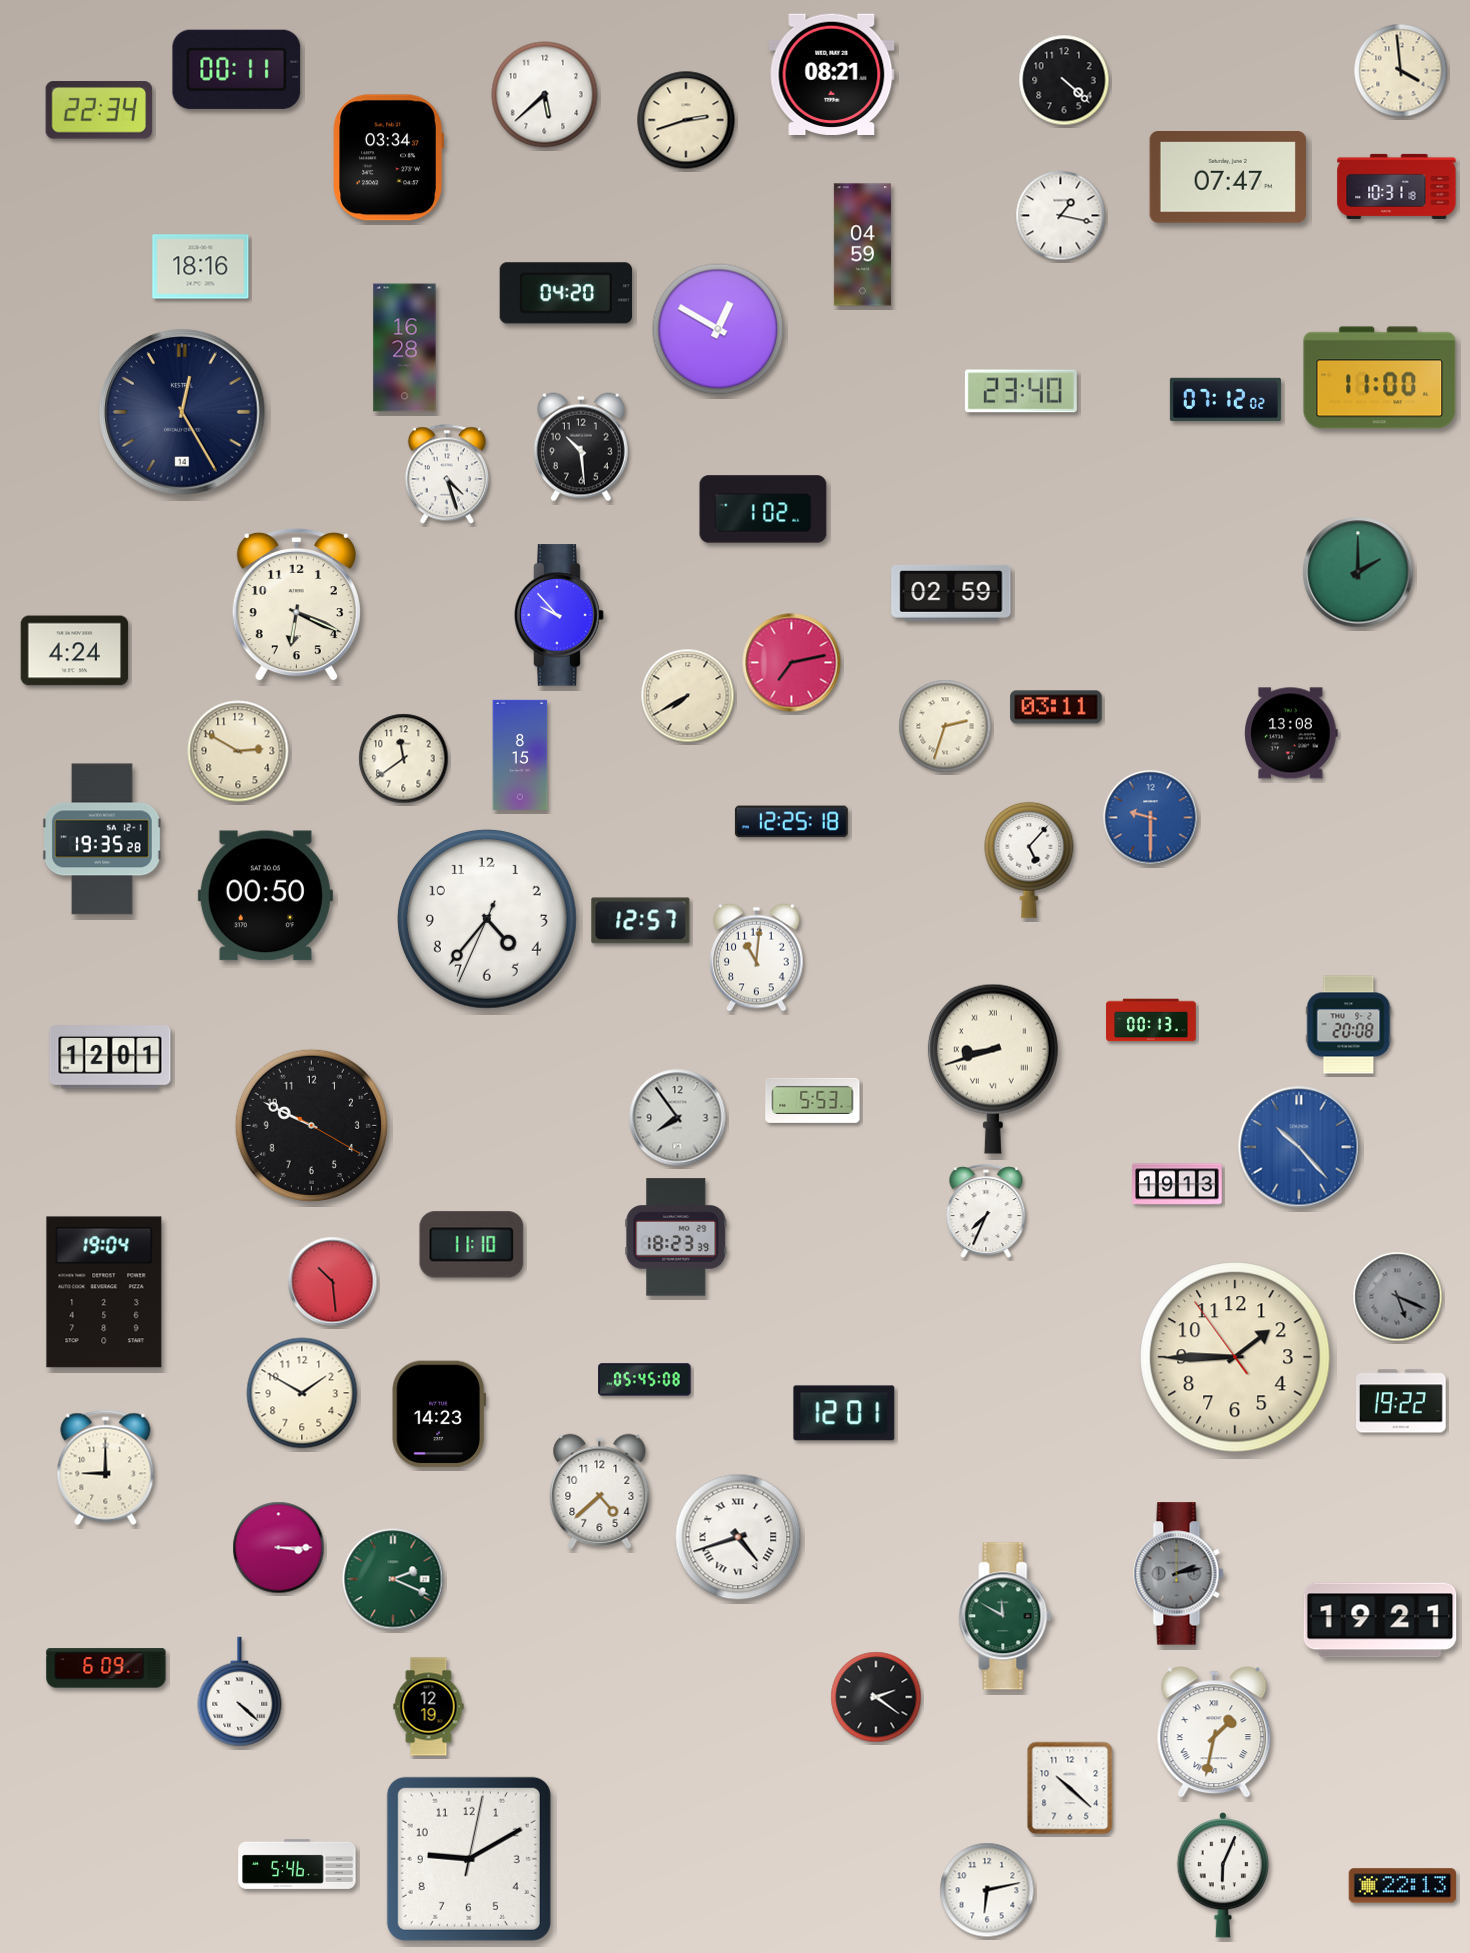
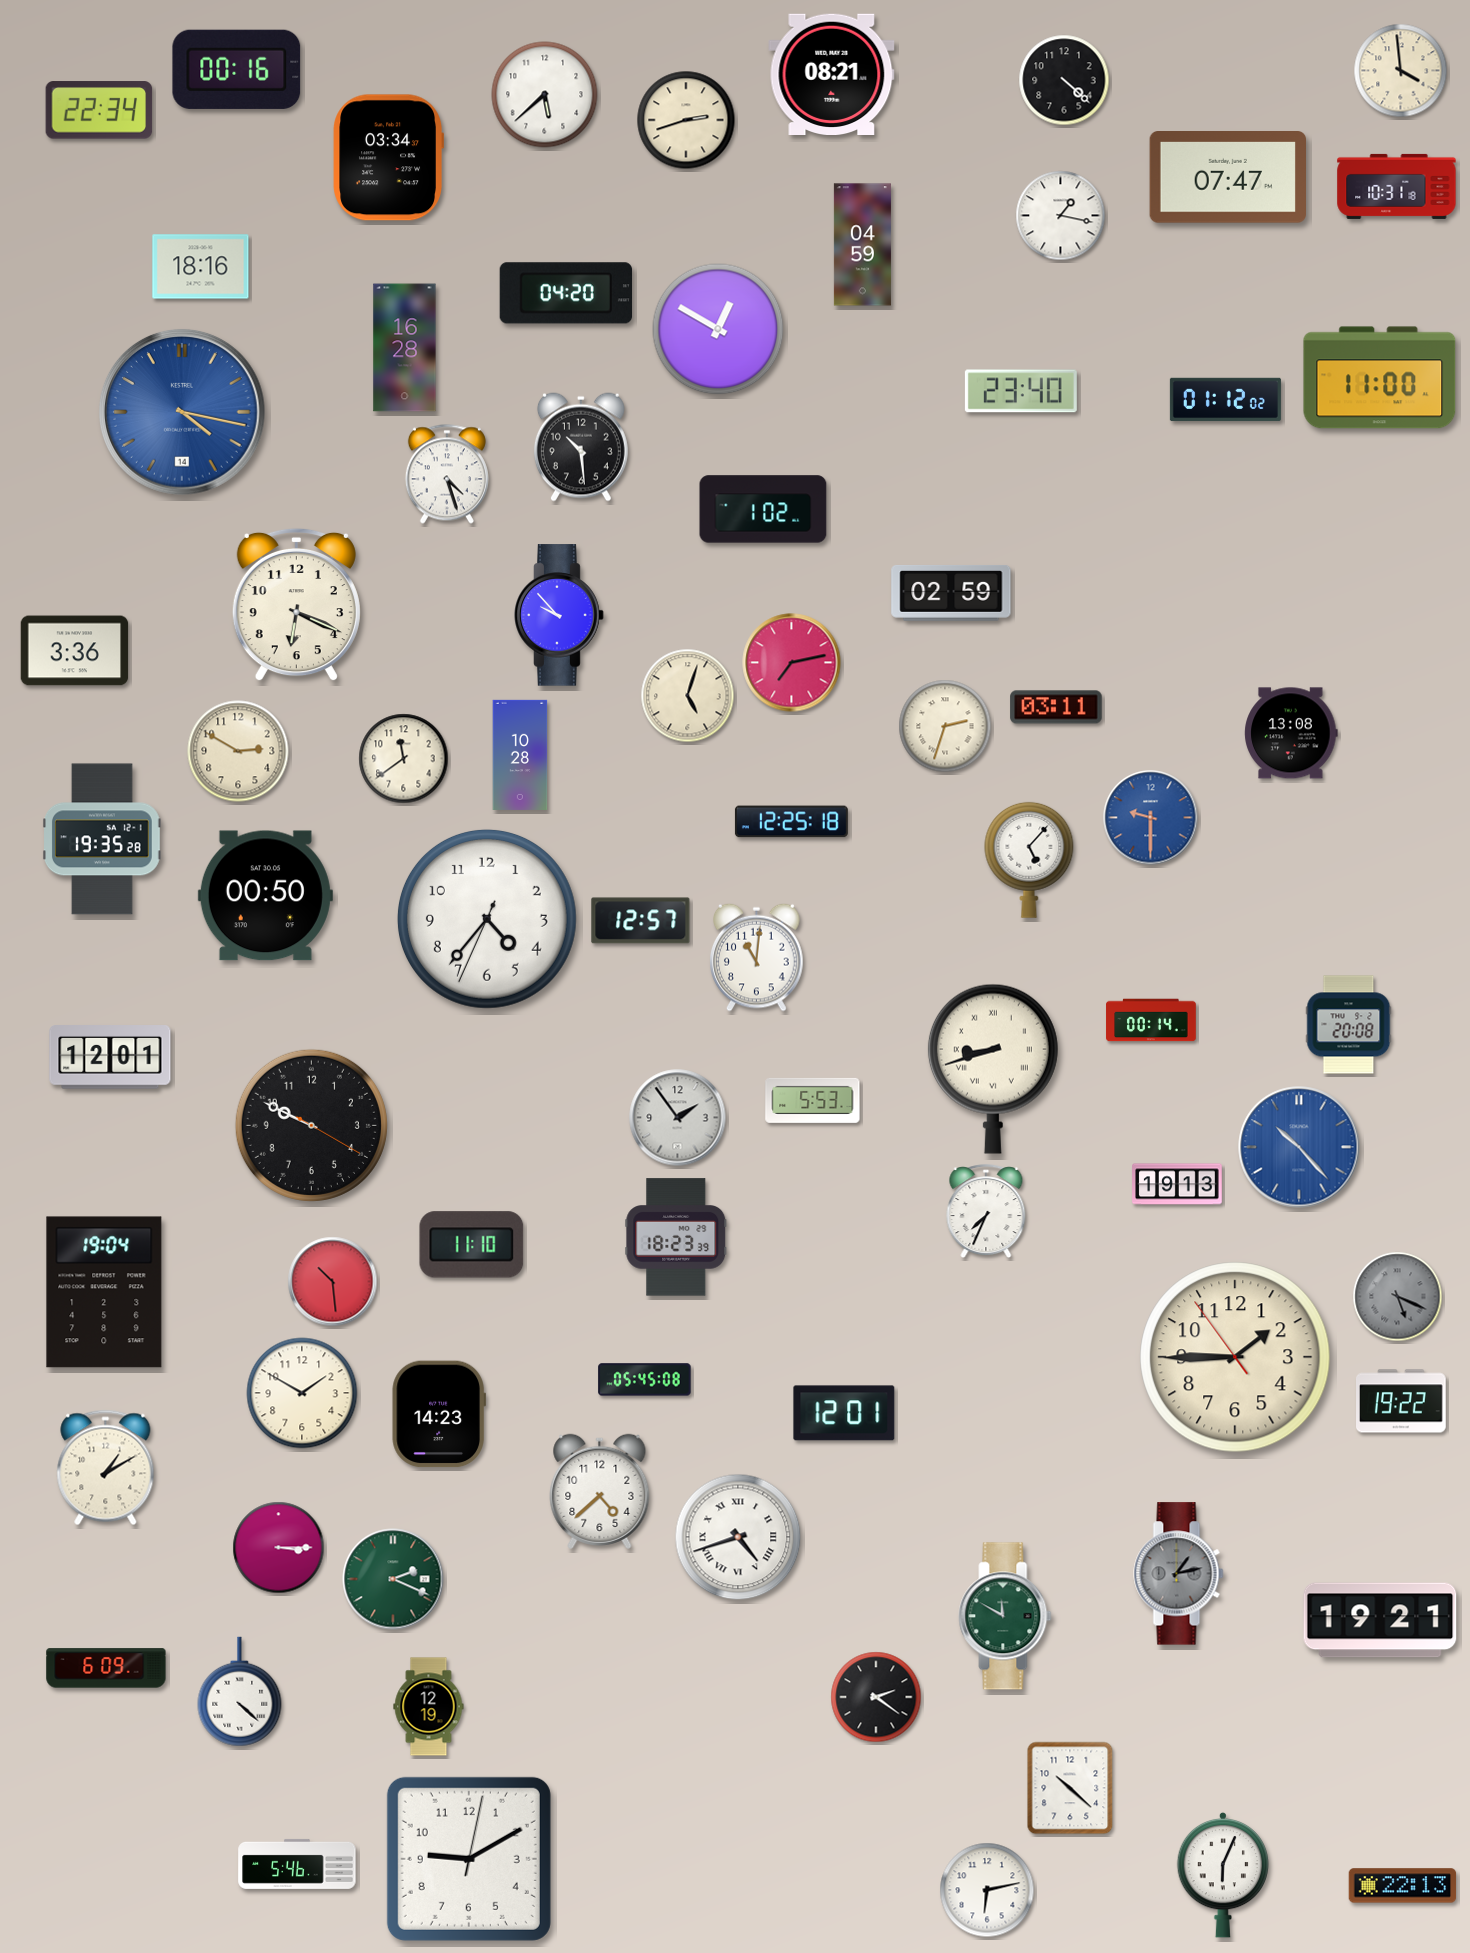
clock at (237, 69): 00:11 -> 00:16
clock at (1225, 400): 07:12 -> 01:12
clock at (182, 412): 12:25 -> 4:17
clock at (182, 412) dial: navy -> blue
clock at (1358, 572): 2:00 -> none
clock at (75, 651): 4:24 -> 3:36
clock at (688, 696): 7:40 -> 5:03
clock at (520, 755): 8:15 -> 10:28
clock at (1151, 1020): 00:13 -> 00:14
clock at (678, 1118): 7:54 -> 1:54
clock at (106, 1468): 9:00 -> 1:10
clock at (1179, 1574): 2:13 -> 1:13
clock at (1214, 1732): 1:32 -> none
